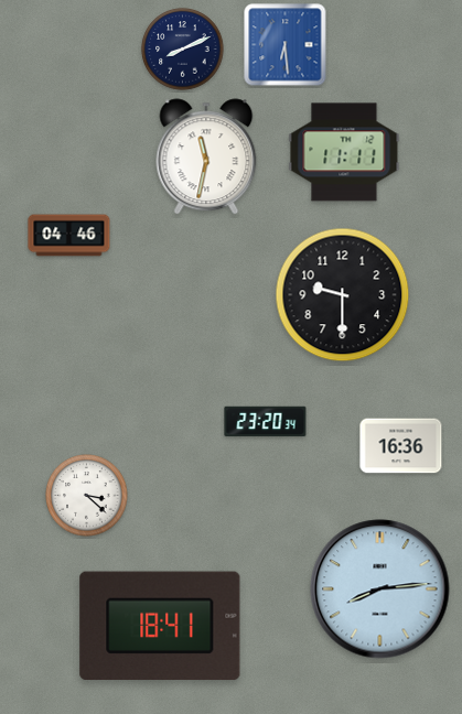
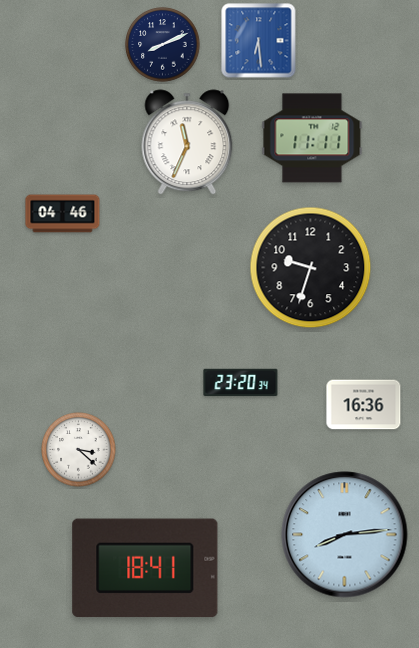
clock at (183, 50) position: (183, 50) -> (163, 45)
clock at (206, 156): 11:32 -> 11:34
clock at (343, 295): 9:30 -> 9:33
